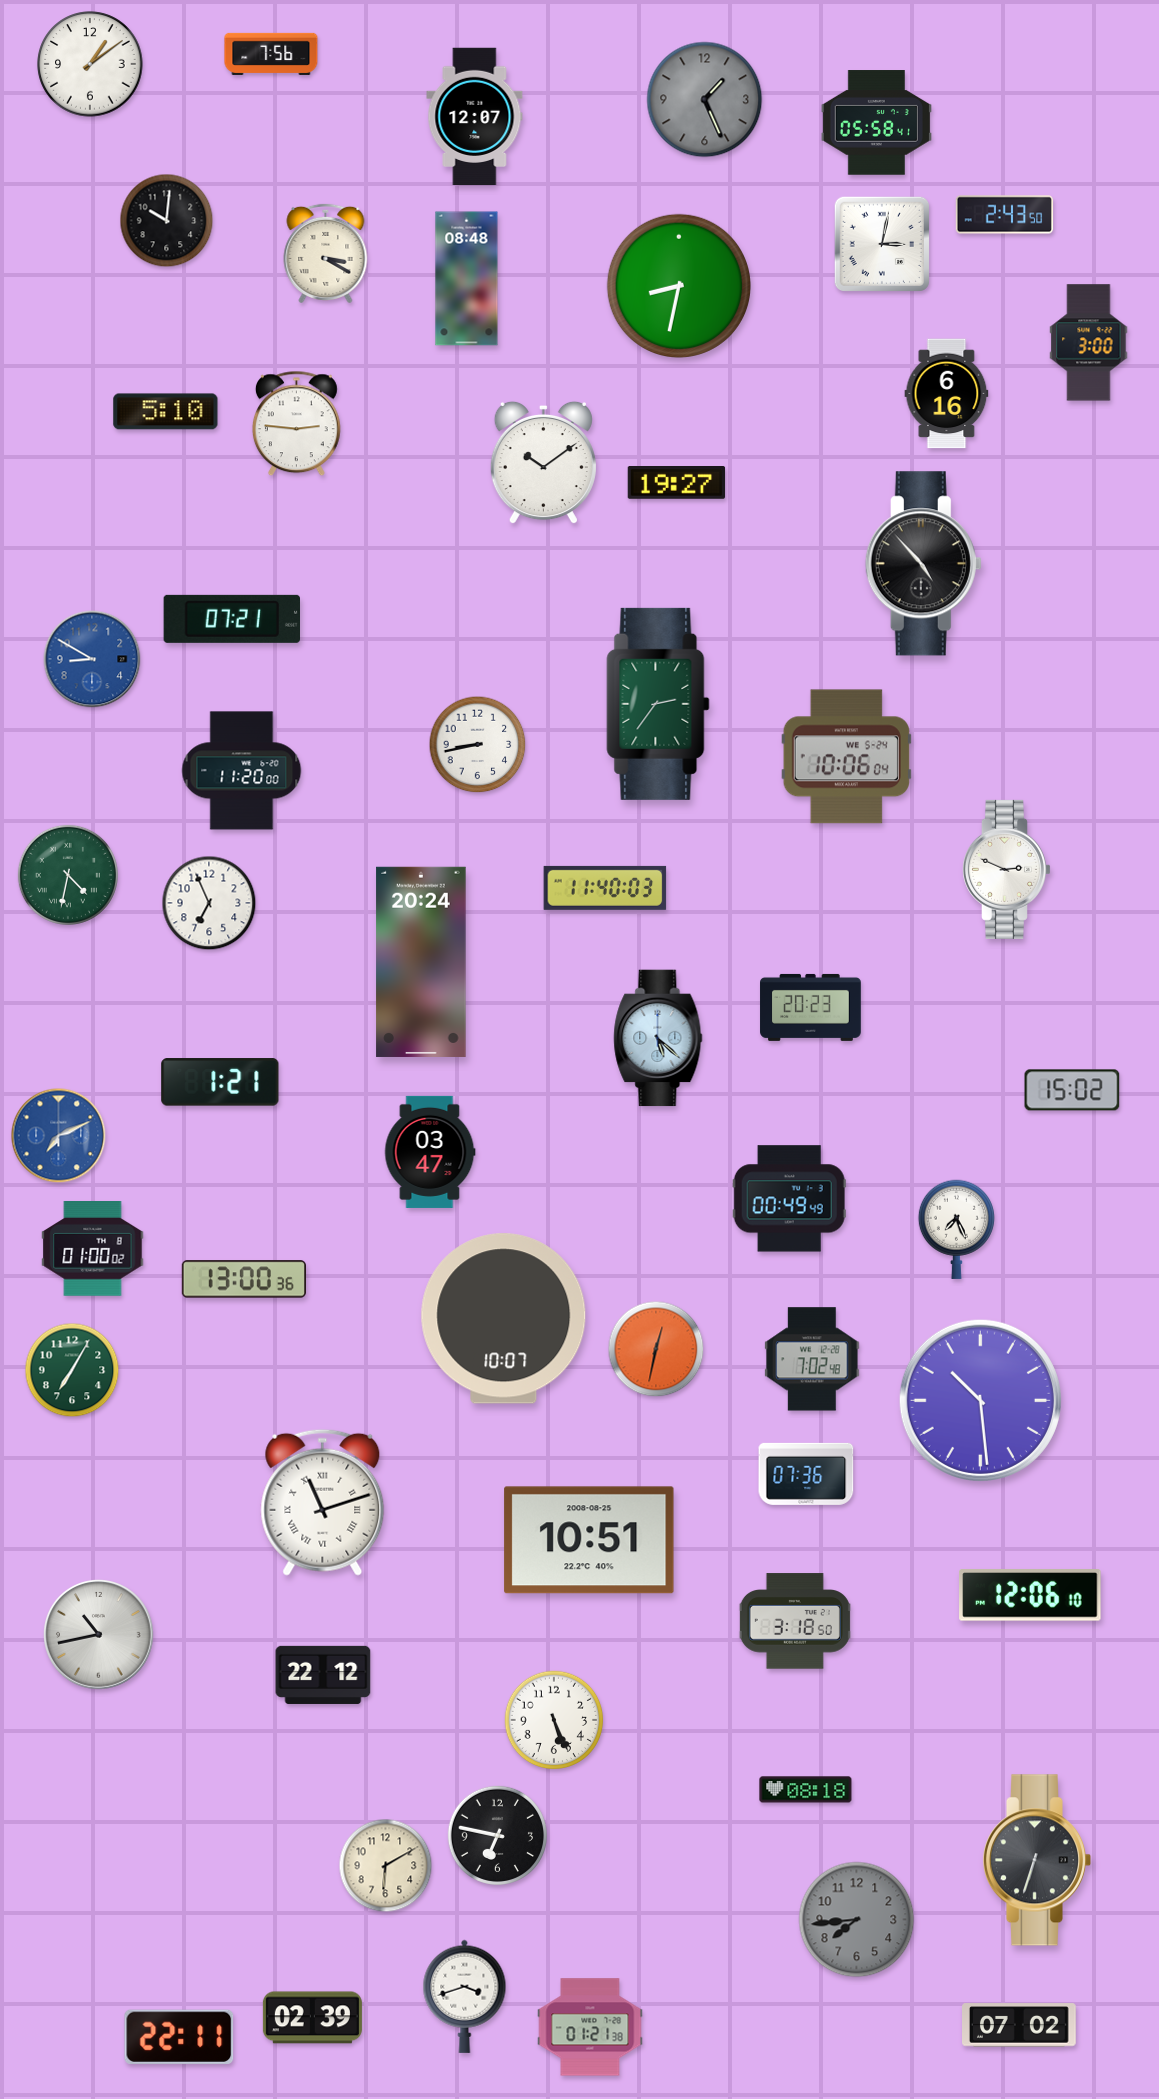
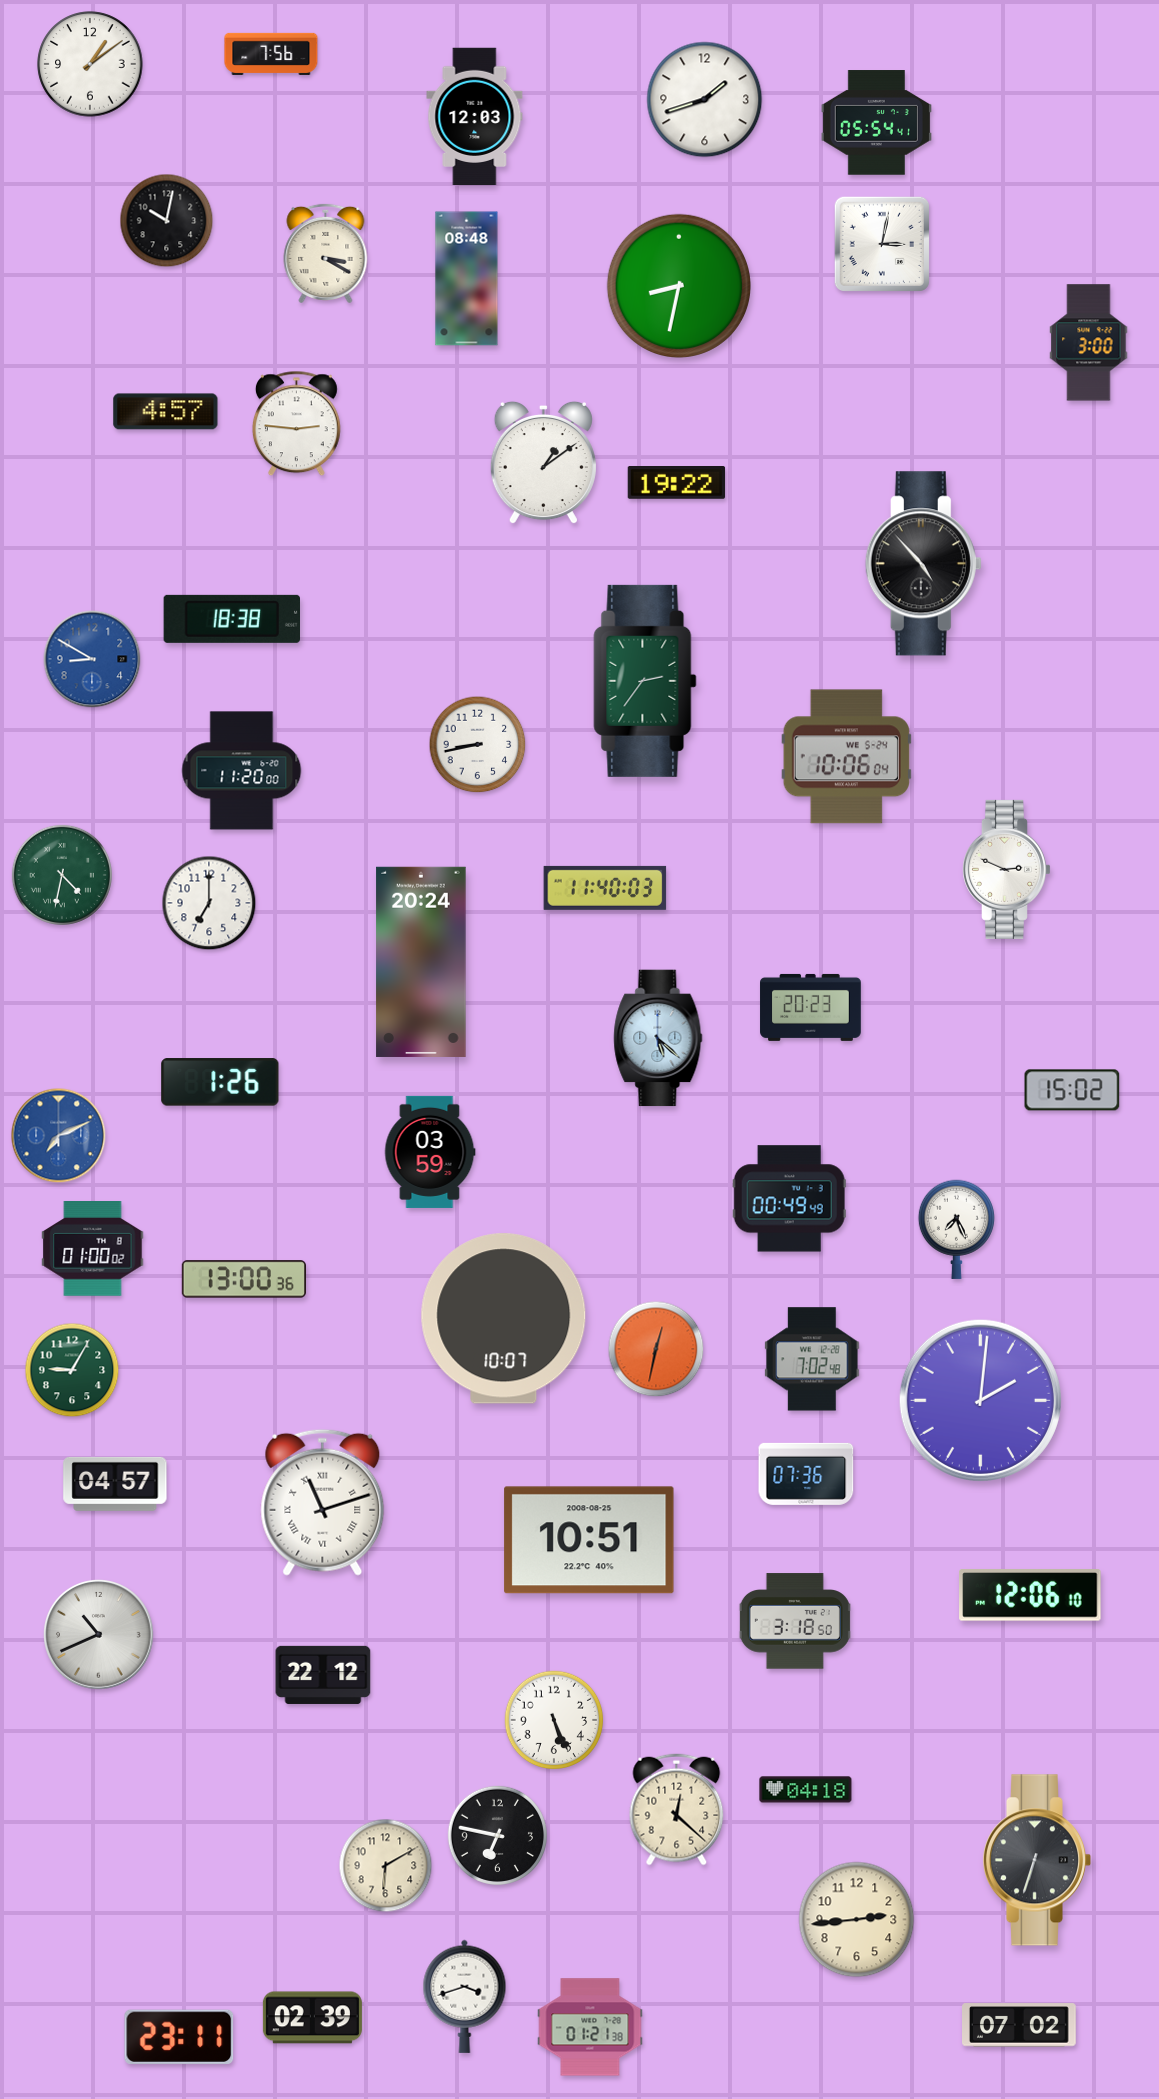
clock at (705, 100): 1:26 -> 1:42
clock at (705, 100) dial: grey -> white
clock at (475, 116): 12:07 -> 12:03
clock at (876, 123): 05:58 -> 05:54
clock at (1005, 215): 2:43 -> none
clock at (167, 221): 10:01 -> 10:02
clock at (947, 394): 6:16 -> none
clock at (166, 412): 5:10 -> 4:57
clock at (543, 463): 10:09 -> 1:09
clock at (677, 483): 19:27 -> 19:22
clock at (231, 619): 07:21 -> 18:38
clock at (658, 704) position: (658, 704) -> (645, 681)
clock at (68, 875) position: (68, 875) -> (62, 875)
clock at (209, 903): 6:56 -> 7:00
clock at (220, 1082): 1:21 -> 1:26
clock at (430, 1152): 03:47 -> 03:59
clock at (72, 1370): 7:05 -> 9:05
clock at (980, 1400): 10:29 -> 2:01
clock at (115, 1484): none -> 04:57
clock at (99, 1635): 10:43 -> 10:41
clock at (806, 1790): 08:18 -> 04:18
clock at (677, 1810): none -> 12:22
clock at (857, 1920): 7:44 -> 2:44
clock at (857, 1920) dial: grey -> cream
clock at (179, 2037): 22:11 -> 23:11
